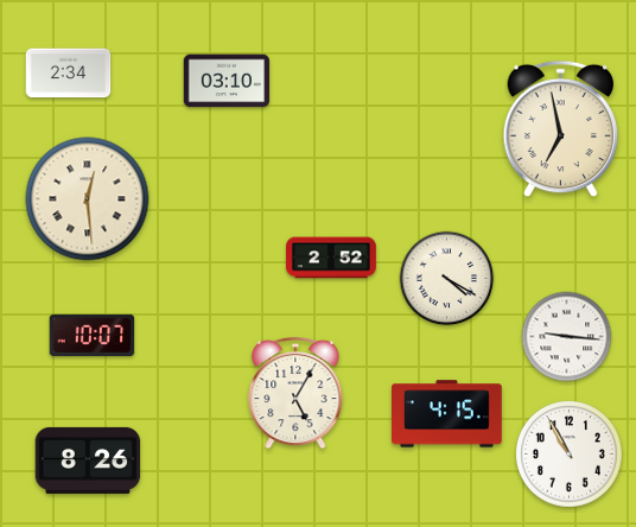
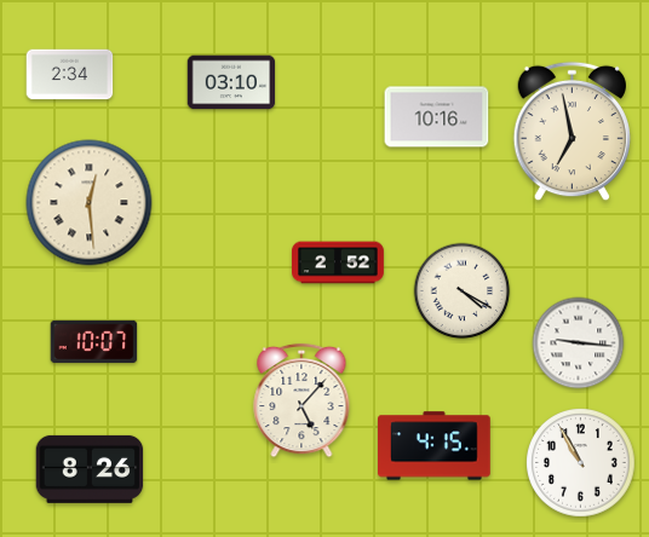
clock at (437, 117): none -> 10:16
clock at (447, 279) position: (447, 279) -> (463, 291)
clock at (295, 393): 5:05 -> 5:07
clock at (447, 414) position: (447, 414) -> (435, 446)
